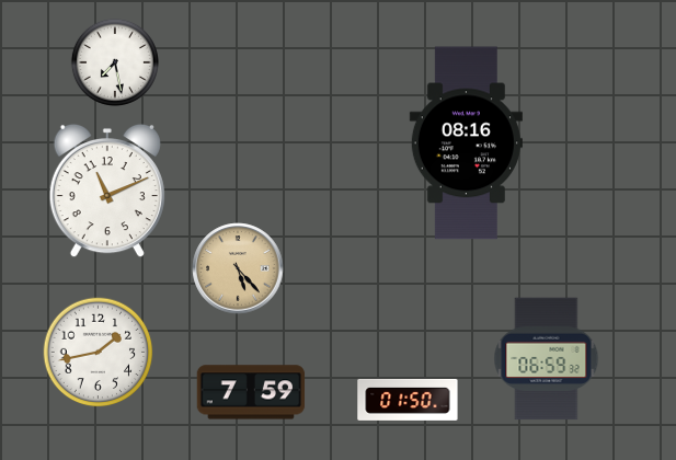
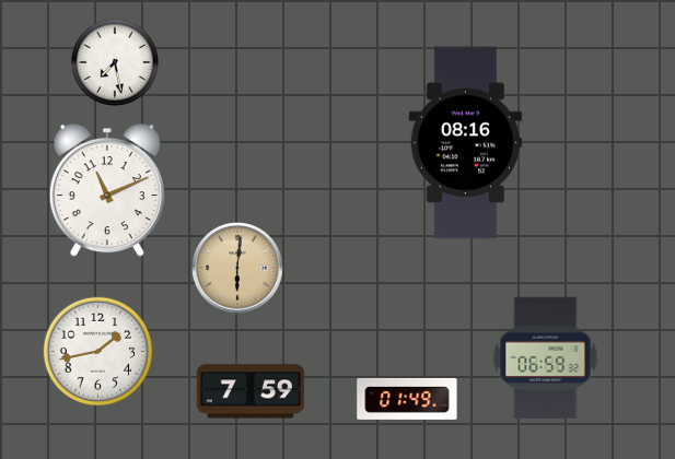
clock at (238, 268): 5:23 -> 6:01
clock at (408, 400): 01:50 -> 01:49
